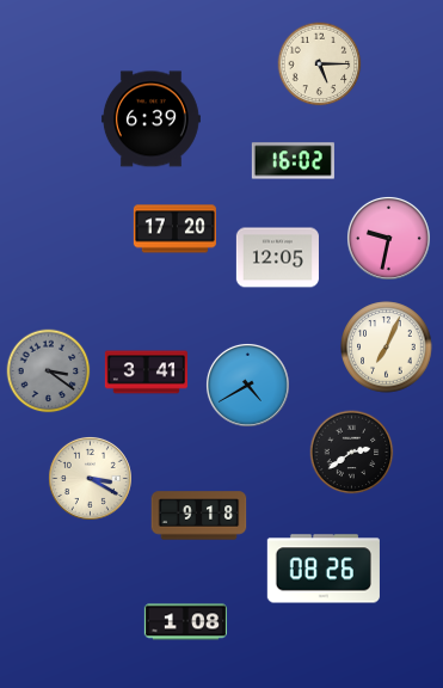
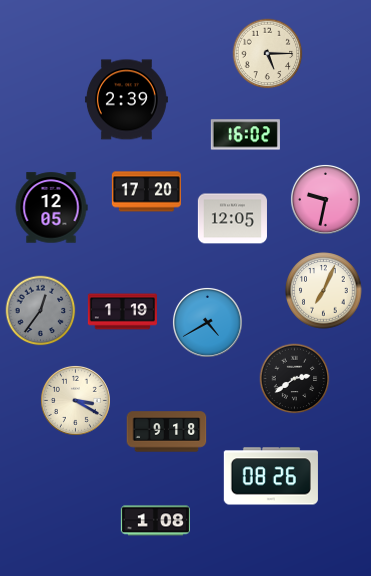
clock at (150, 119): 6:39 -> 2:39
clock at (51, 208): none -> 12:05
clock at (277, 258) position: (277, 258) -> (232, 219)
clock at (49, 371): 3:21 -> 12:36
clock at (146, 373): 3:41 -> 1:19
